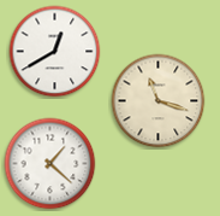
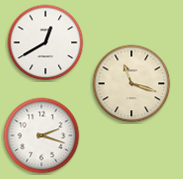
clock at (50, 164): 1:22 -> 2:18
